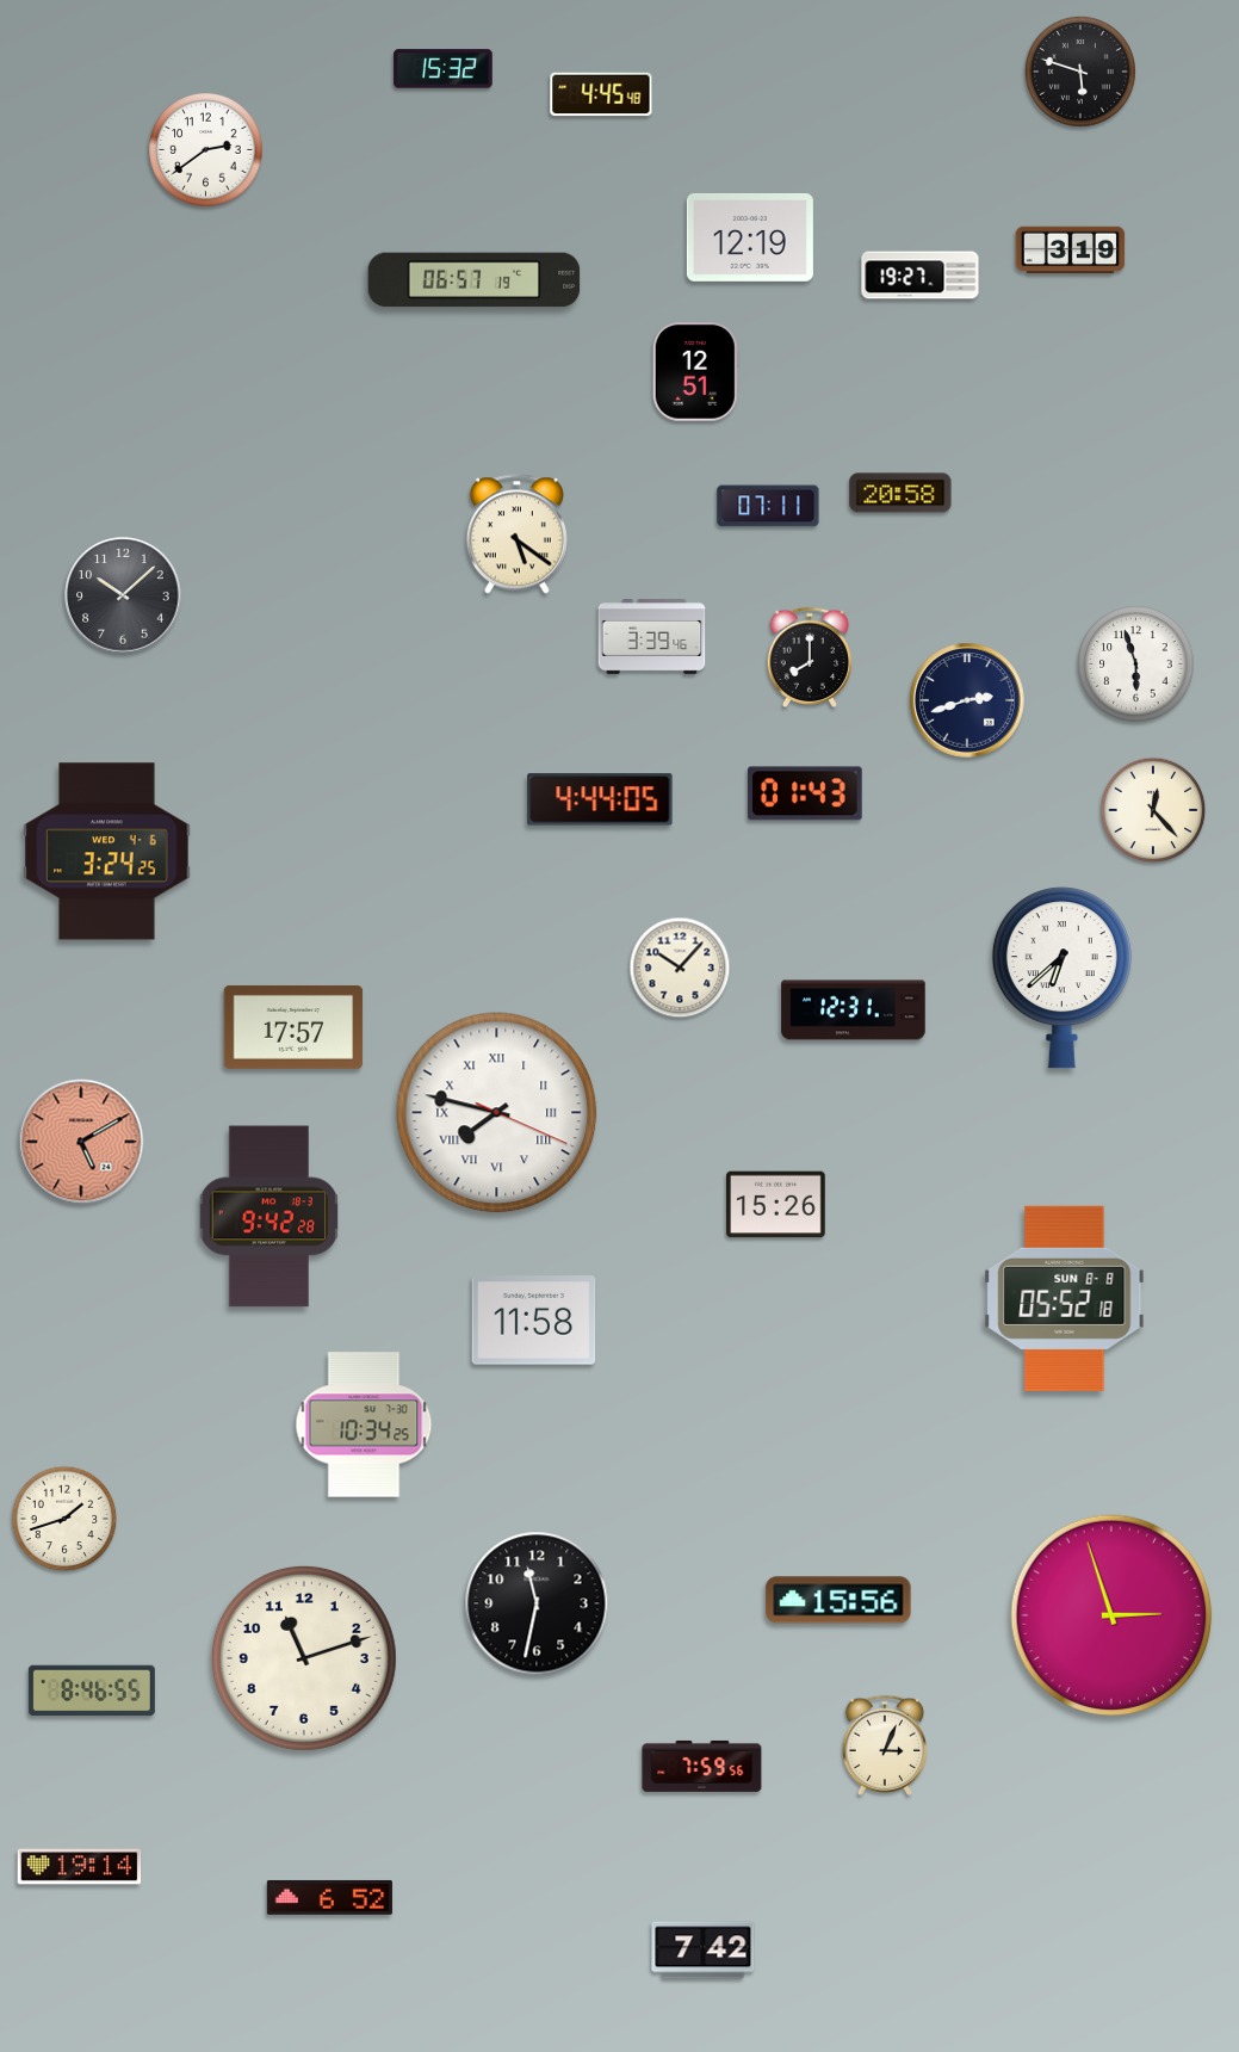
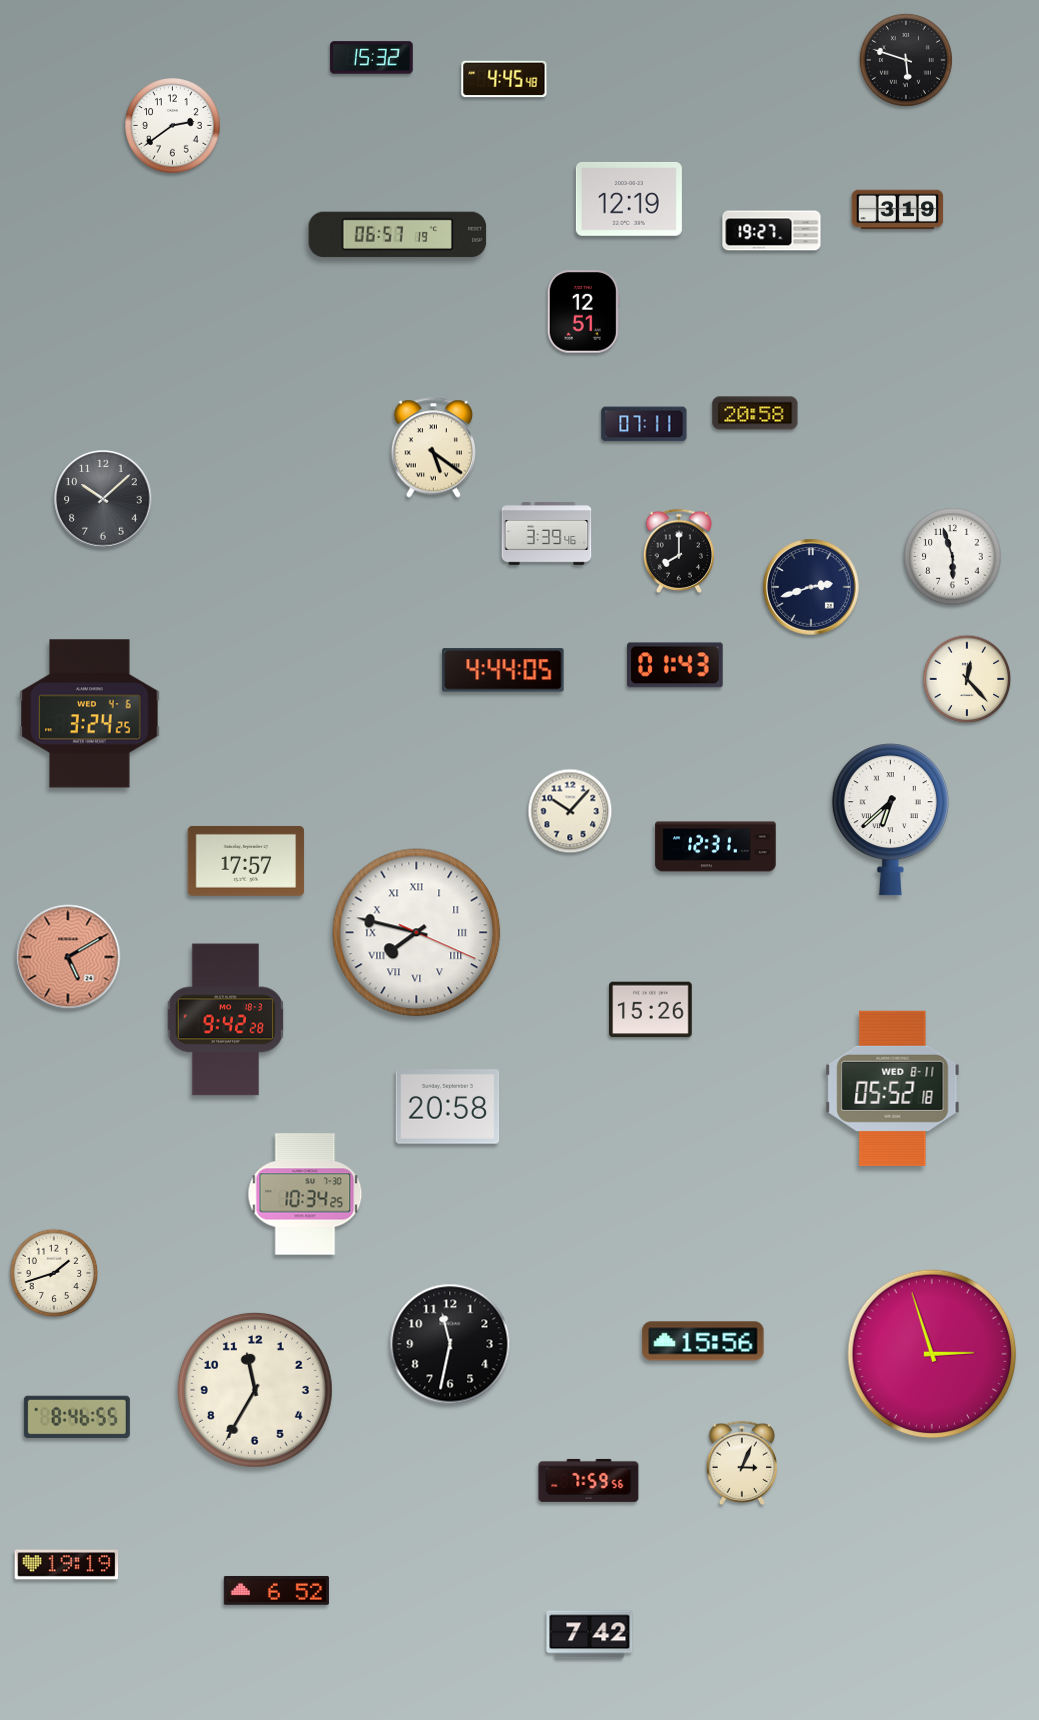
clock at (1065, 1298) date: SUN 8-8 -> WED 8-11
clock at (534, 1321): 11:58 -> 20:58
clock at (304, 1658): 11:12 -> 11:35
clock at (80, 1867): 19:14 -> 19:19
